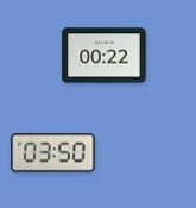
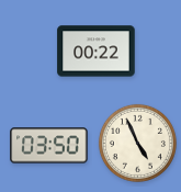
clock at (53, 153) position: (53, 153) -> (49, 146)
clock at (137, 143): none -> 4:56
